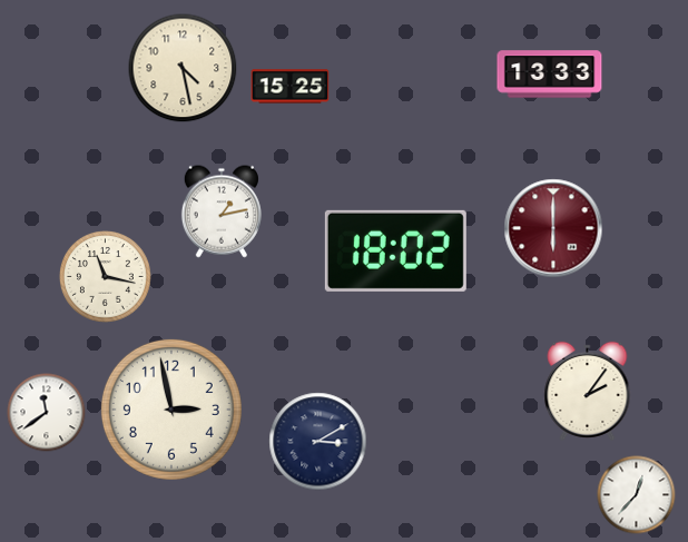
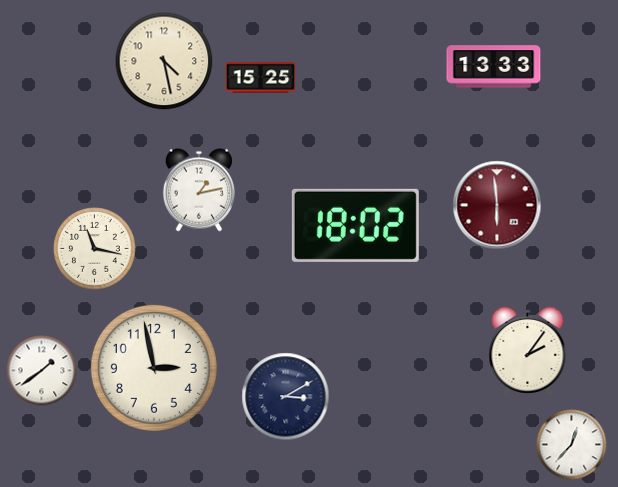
clock at (553, 228): 6:00 -> 5:59
clock at (47, 413): 11:39 -> 1:39
